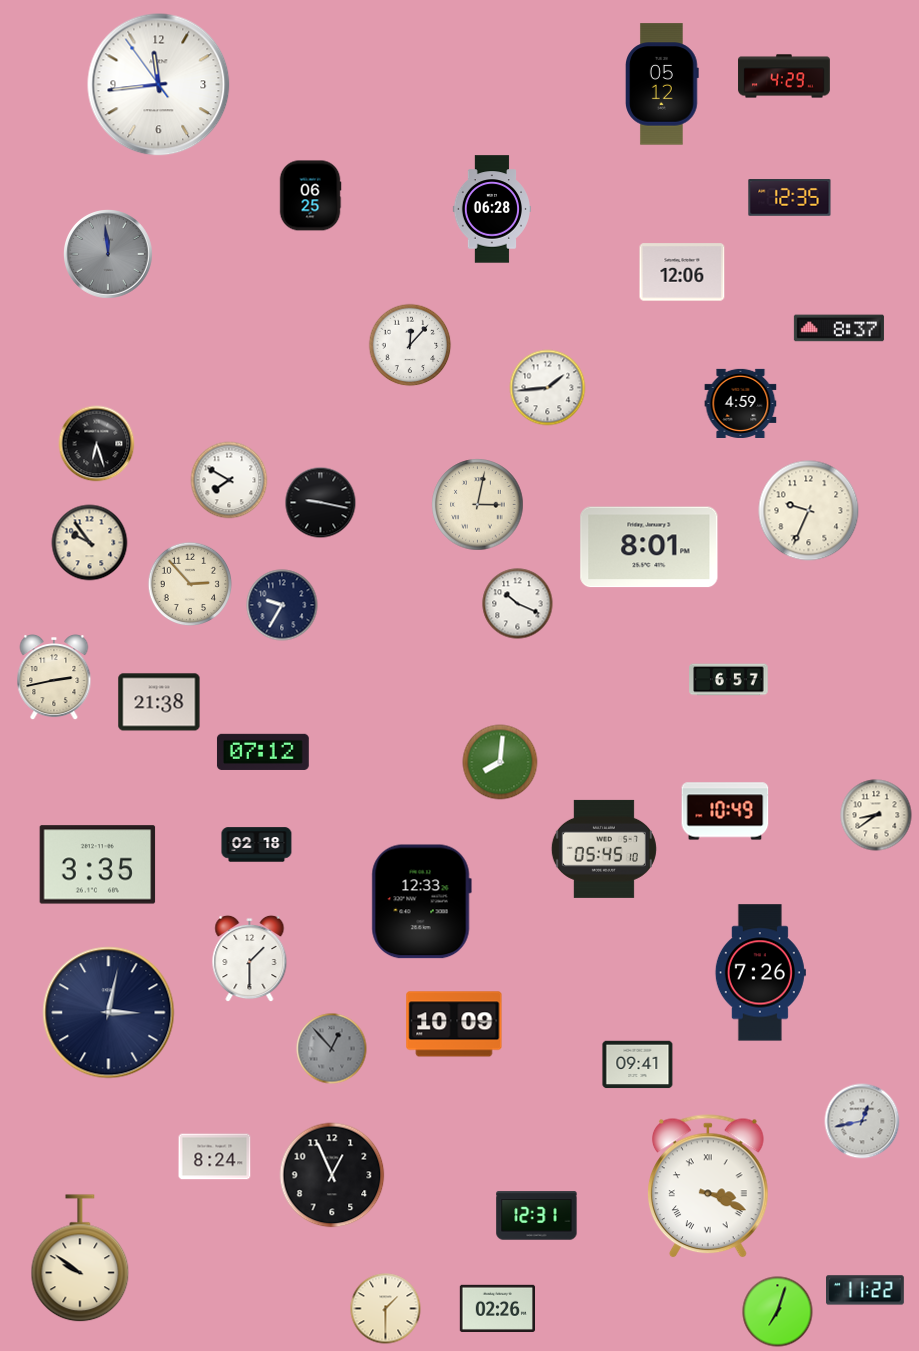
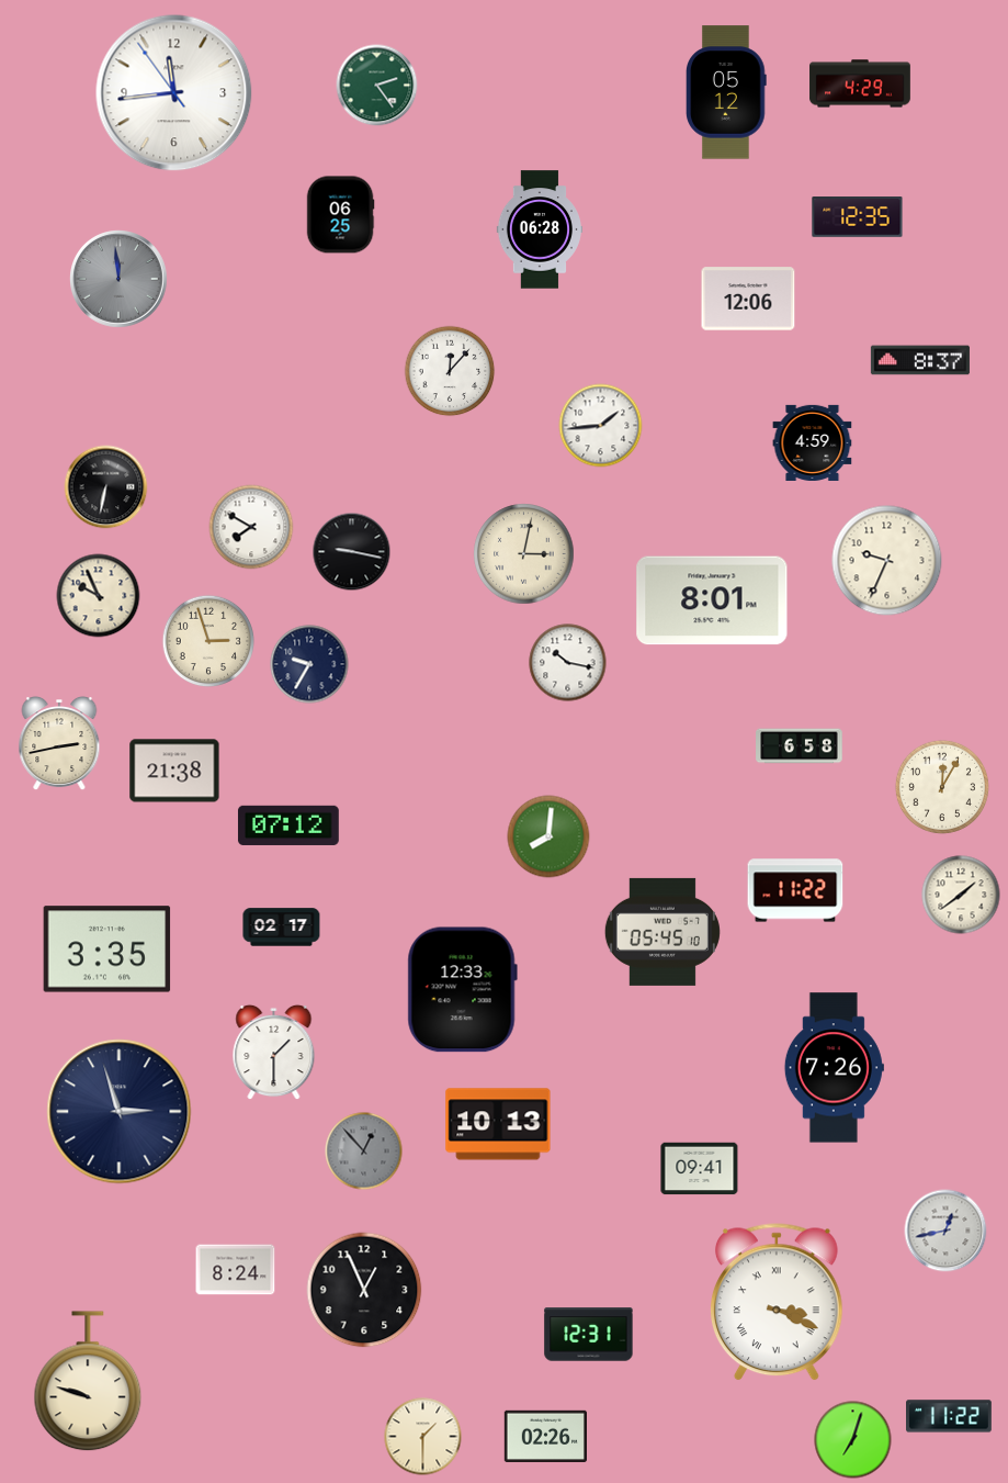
clock at (377, 86): none -> 2:24
clock at (790, 198) position: (790, 198) -> (858, 217)
clock at (410, 345) position: (410, 345) -> (450, 371)
clock at (97, 444): 6:27 -> 6:32
clock at (90, 543): 9:54 -> 9:56
clock at (190, 584): 2:53 -> 2:57
clock at (518, 604): 10:19 -> 10:17
clock at (729, 680): 6:57 -> 6:58
clock at (942, 787): none -> 12:05
clock at (725, 811): 10:49 -> 11:22
clock at (876, 815): 8:39 -> 1:39
clock at (257, 845): 02:18 -> 02:17
clock at (109, 1013): 3:02 -> 2:57
clock at (454, 1024): 10:09 -> 10:13
clock at (80, 1259): 9:51 -> 9:48
